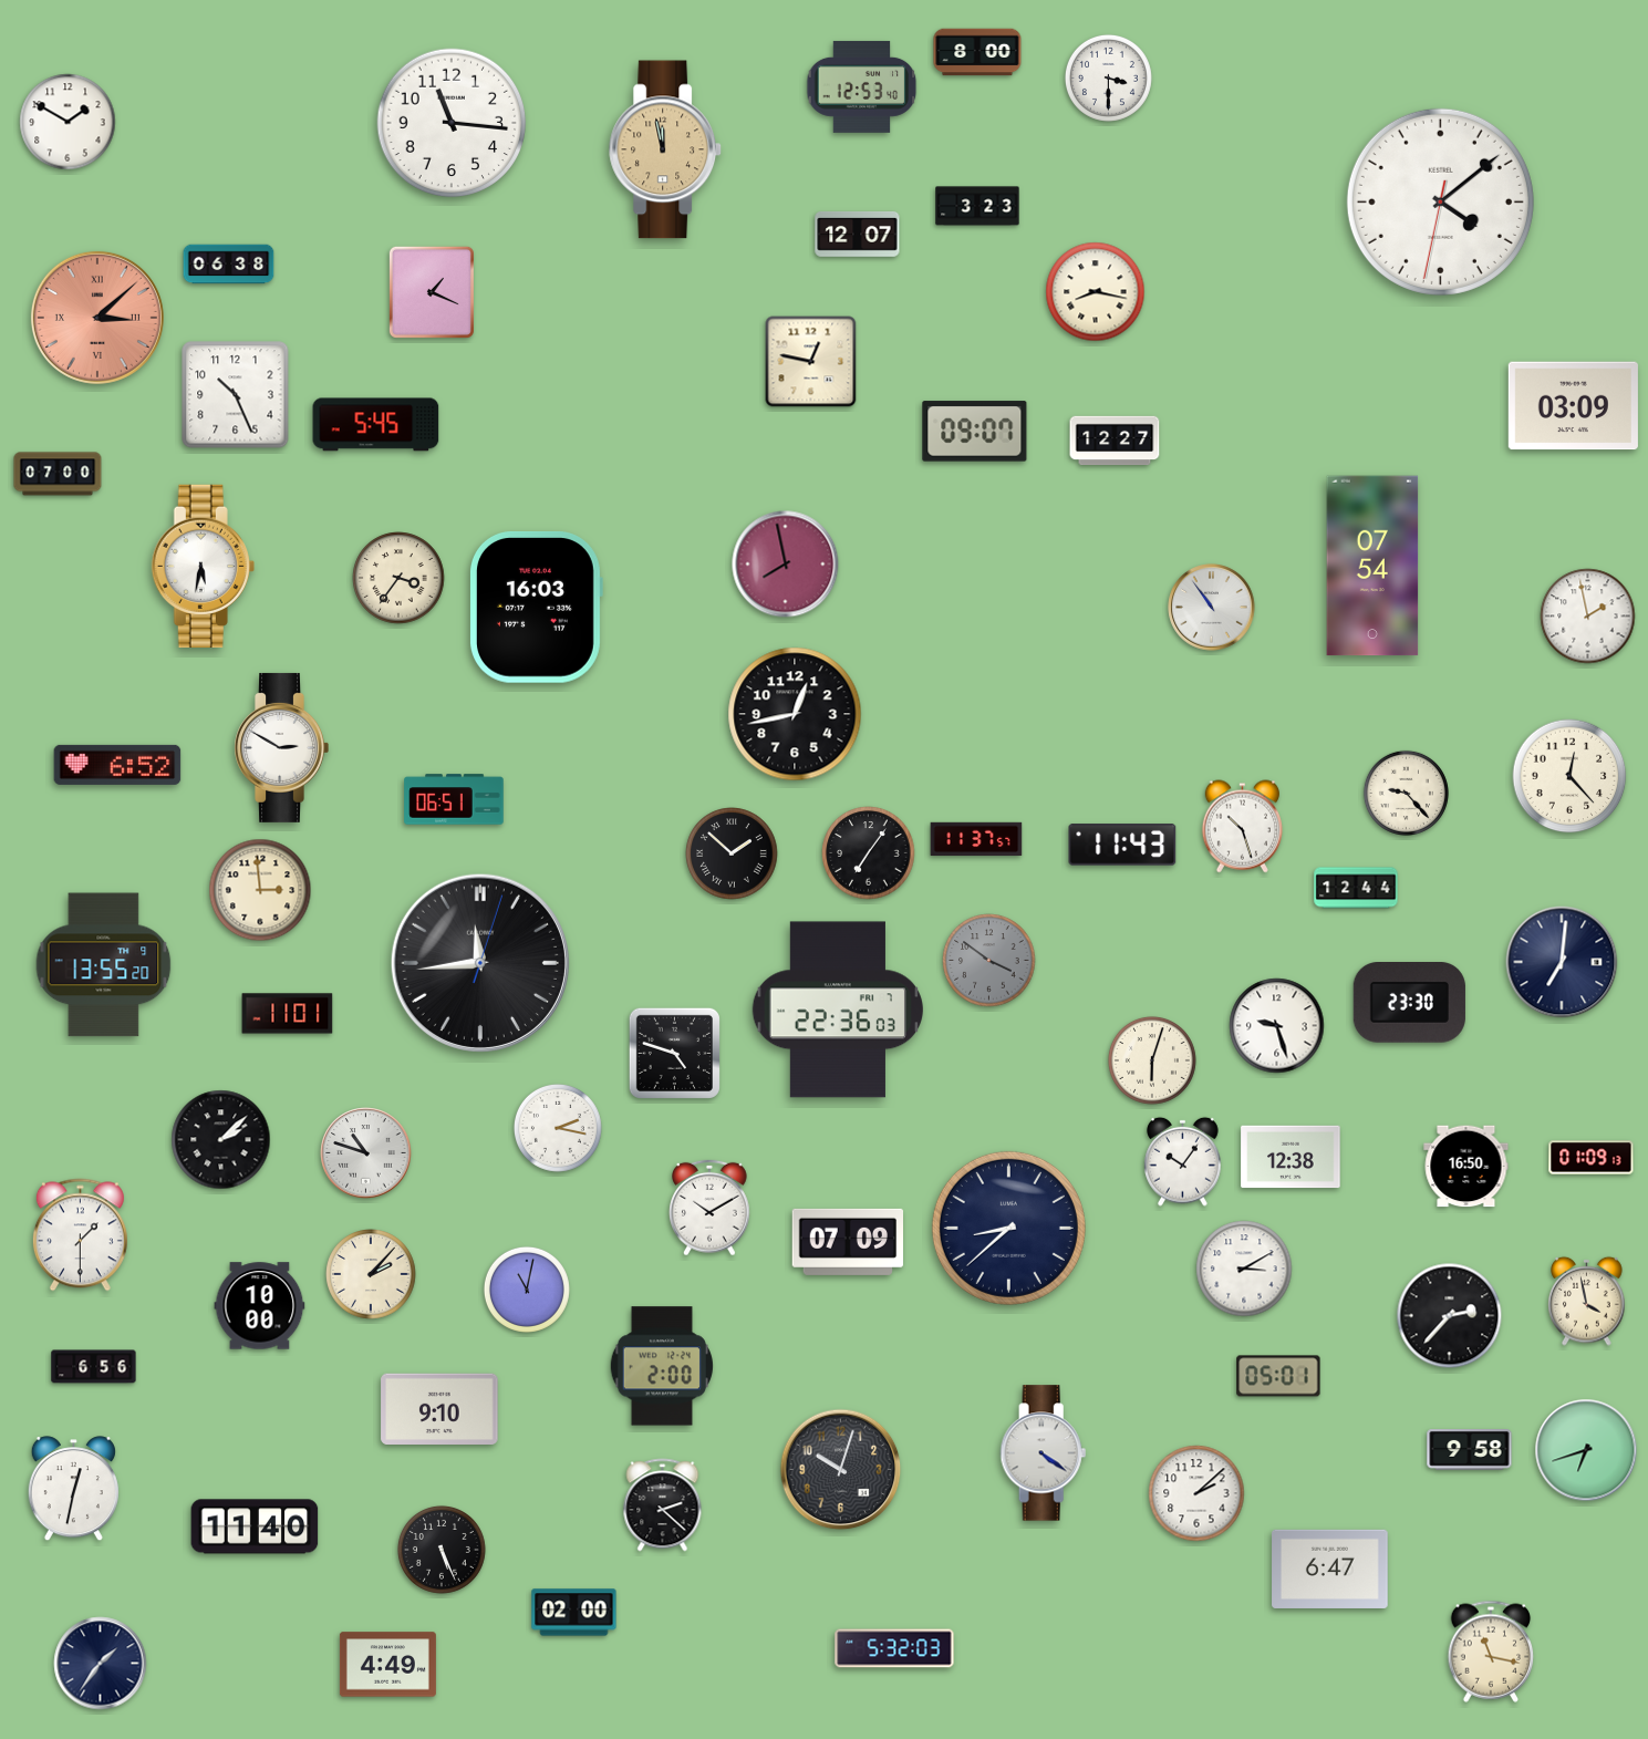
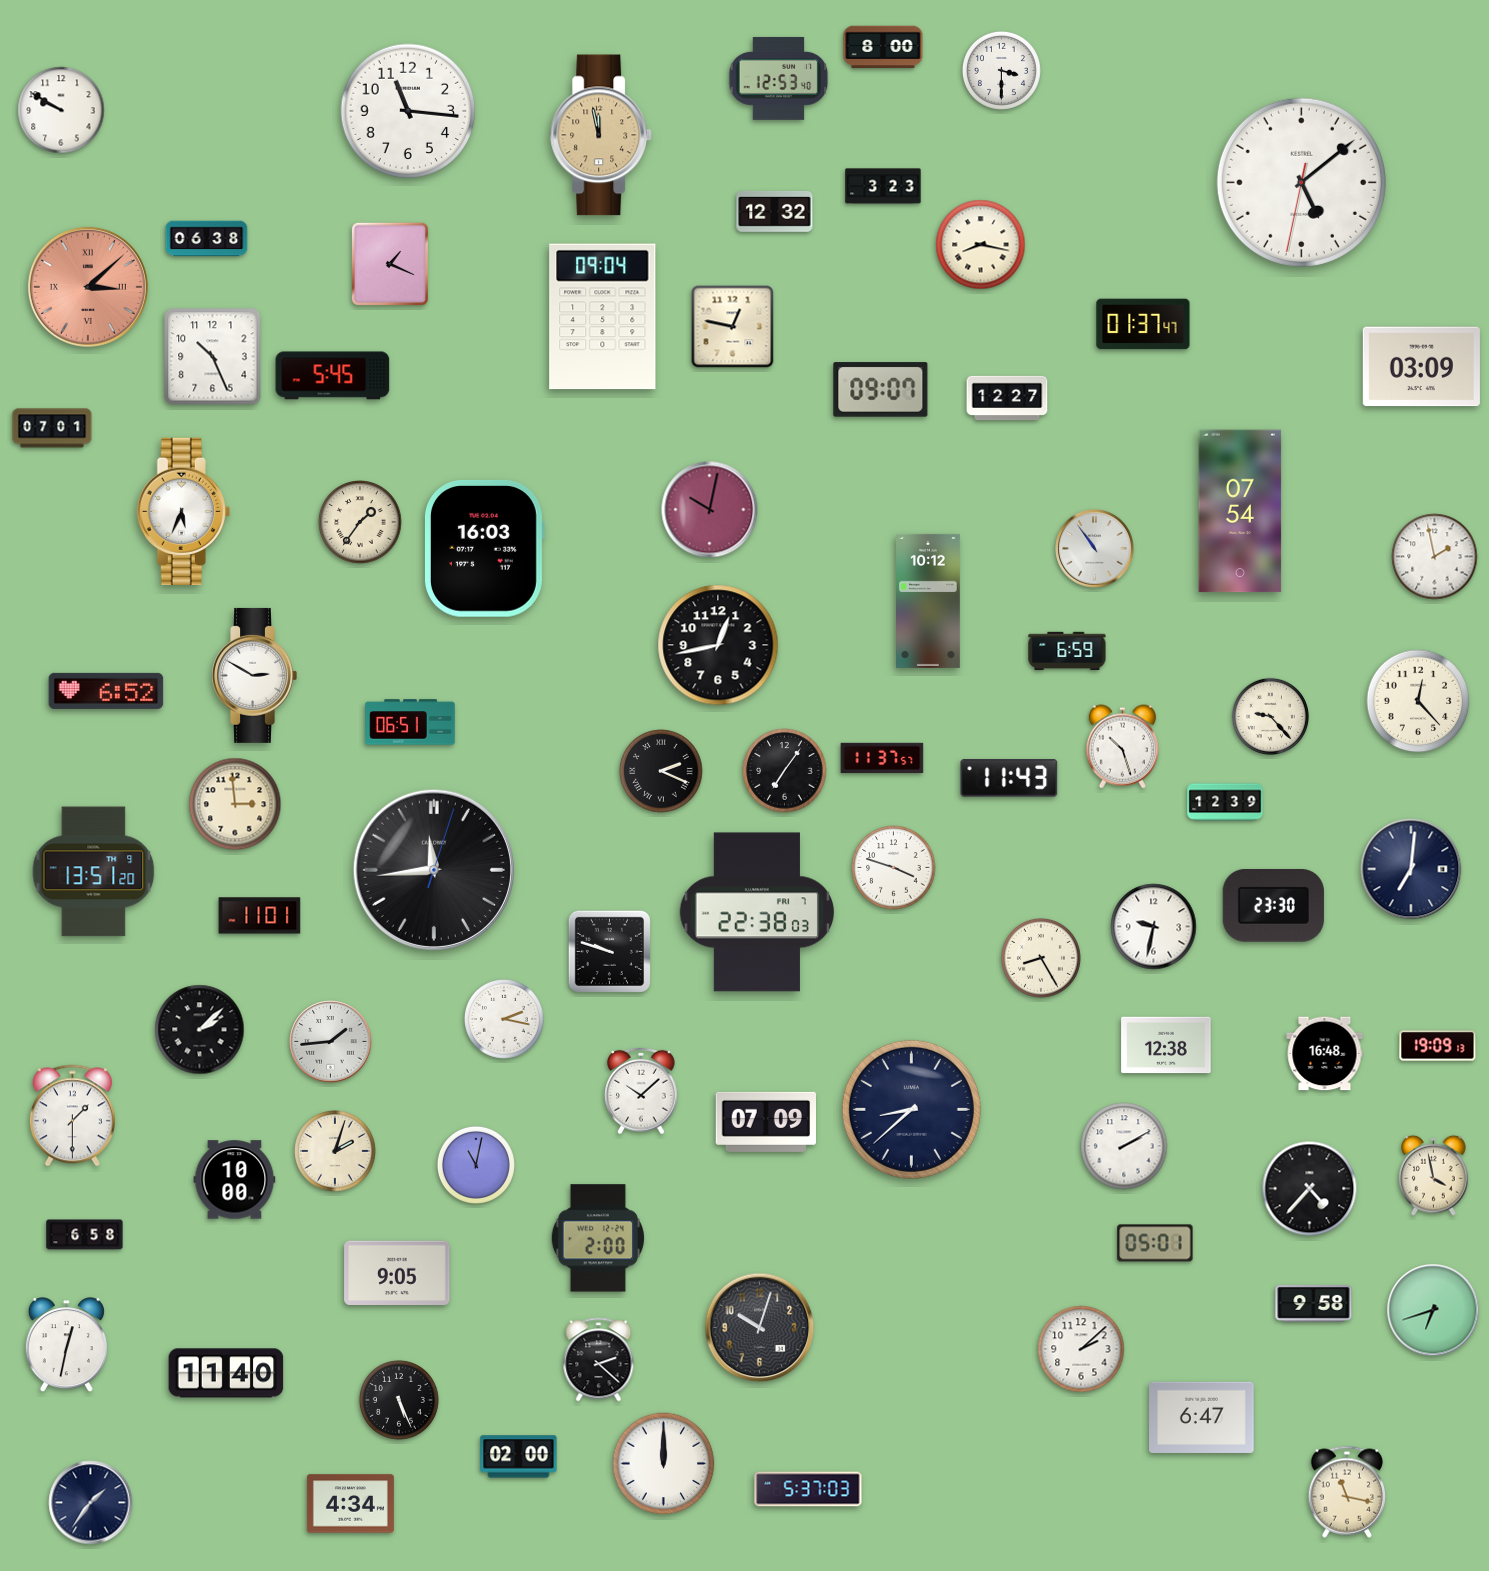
clock at (68, 122): 1:50 -> 9:50
clock at (1440, 201): 4:08 -> 5:08
clock at (858, 235): 12:07 -> 12:32
clock at (1096, 292) position: (1096, 292) -> (981, 245)
clock at (603, 317): none -> 09:04
clock at (1143, 324): none -> 01:37
clock at (376, 425) position: (376, 425) -> (333, 376)
clock at (58, 474): 07:00 -> 07:01
clock at (786, 565): 7:58 -> 10:02
clock at (203, 567): 5:32 -> 5:34
clock at (398, 578): 3:36 -> 1:36
clock at (929, 601): none -> 10:12
clock at (1067, 650): none -> 6:59
clock at (1122, 845) position: (1122, 845) -> (1009, 778)
clock at (732, 853): 1:52 -> 2:19
clock at (1356, 888): 12:44 -> 12:39
clock at (989, 961): 3:51 -> 3:48
clock at (989, 961) dial: grey -> white
clock at (104, 965): 13:55 -> 13:51
clock at (837, 1010): 22:36 -> 22:38
clock at (1277, 1026): 9:27 -> 9:32
clock at (674, 1053): 4:48 -> 9:48
clock at (1152, 1060): 6:03 -> 8:25
clock at (366, 1153): 10:48 -> 1:44
clock at (1592, 1158): 01:09 -> 19:09
clock at (1183, 1161): 10:06 -> none
clock at (1466, 1167): 16:50 -> 16:48
clock at (709, 1208): 10:10 -> 10:08
clock at (1244, 1269): 3:10 -> 2:10
clock at (371, 1274): 2:07 -> 2:03
clock at (1450, 1316): 2:37 -> 4:37
clock at (662, 1366) position: (662, 1366) -> (598, 1238)
clock at (94, 1367): 6:56 -> 6:58
clock at (439, 1408): 9:10 -> 9:05
clock at (1470, 1450) position: (1470, 1450) -> (1314, 1304)
clock at (1044, 1453): 4:21 -> none
clock at (255, 1526) position: (255, 1526) -> (226, 1373)
clock at (664, 1464): none -> 12:00
clock at (894, 1648): 5:32 -> 5:37
clock at (387, 1665): 4:49 -> 4:34
